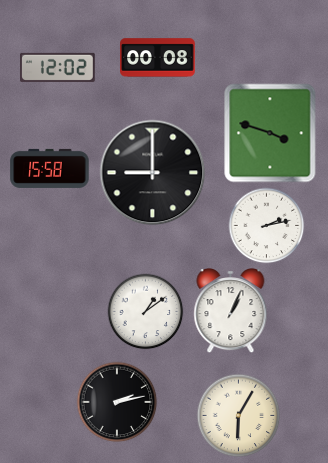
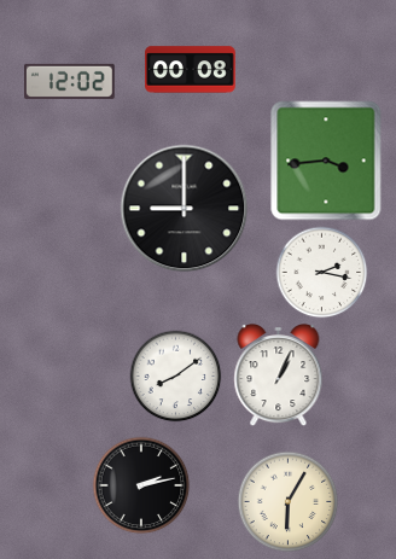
clock at (270, 133): 3:48 -> 3:44
clock at (50, 168): 15:58 -> none
clock at (267, 226): 2:13 -> 2:17
clock at (146, 312): 1:09 -> 8:09
